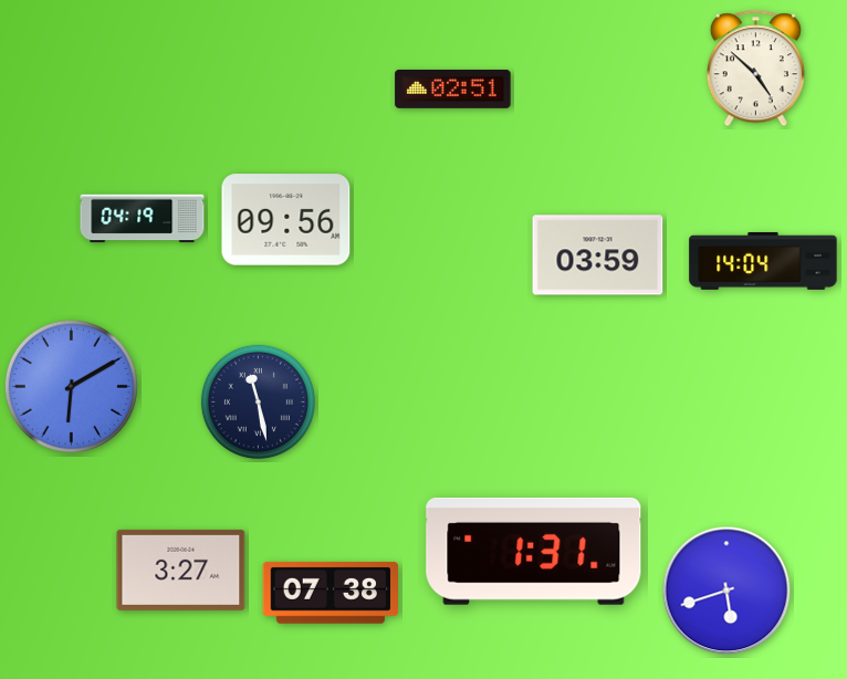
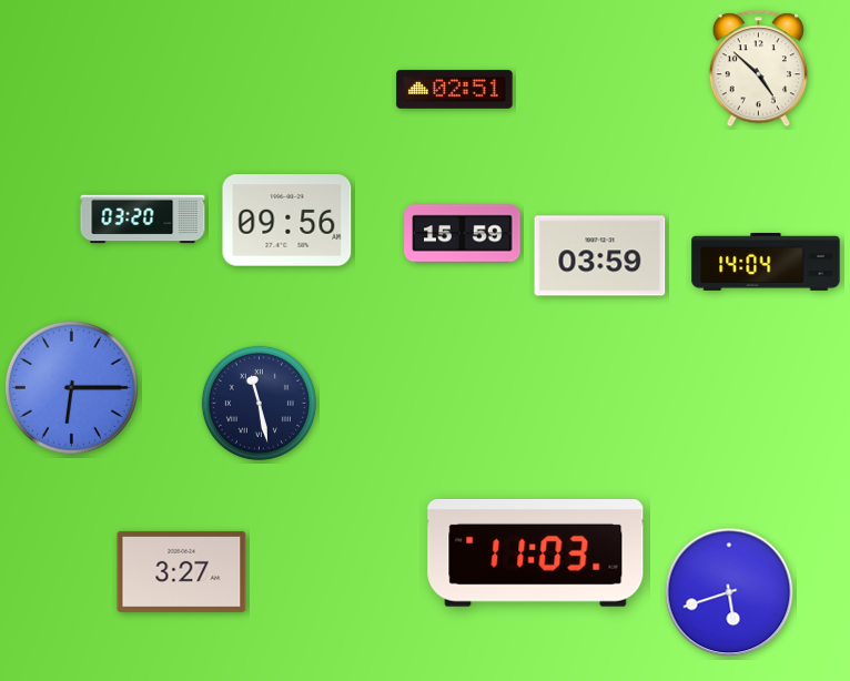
clock at (143, 219): 04:19 -> 03:20
clock at (463, 234): none -> 15:59
clock at (71, 386): 6:10 -> 6:15
clock at (534, 551): 1:31 -> 11:03
clock at (330, 593): 07:38 -> none
